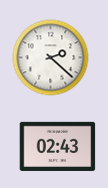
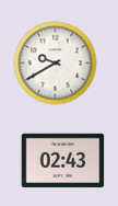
clock at (51, 58): 2:22 -> 9:40
